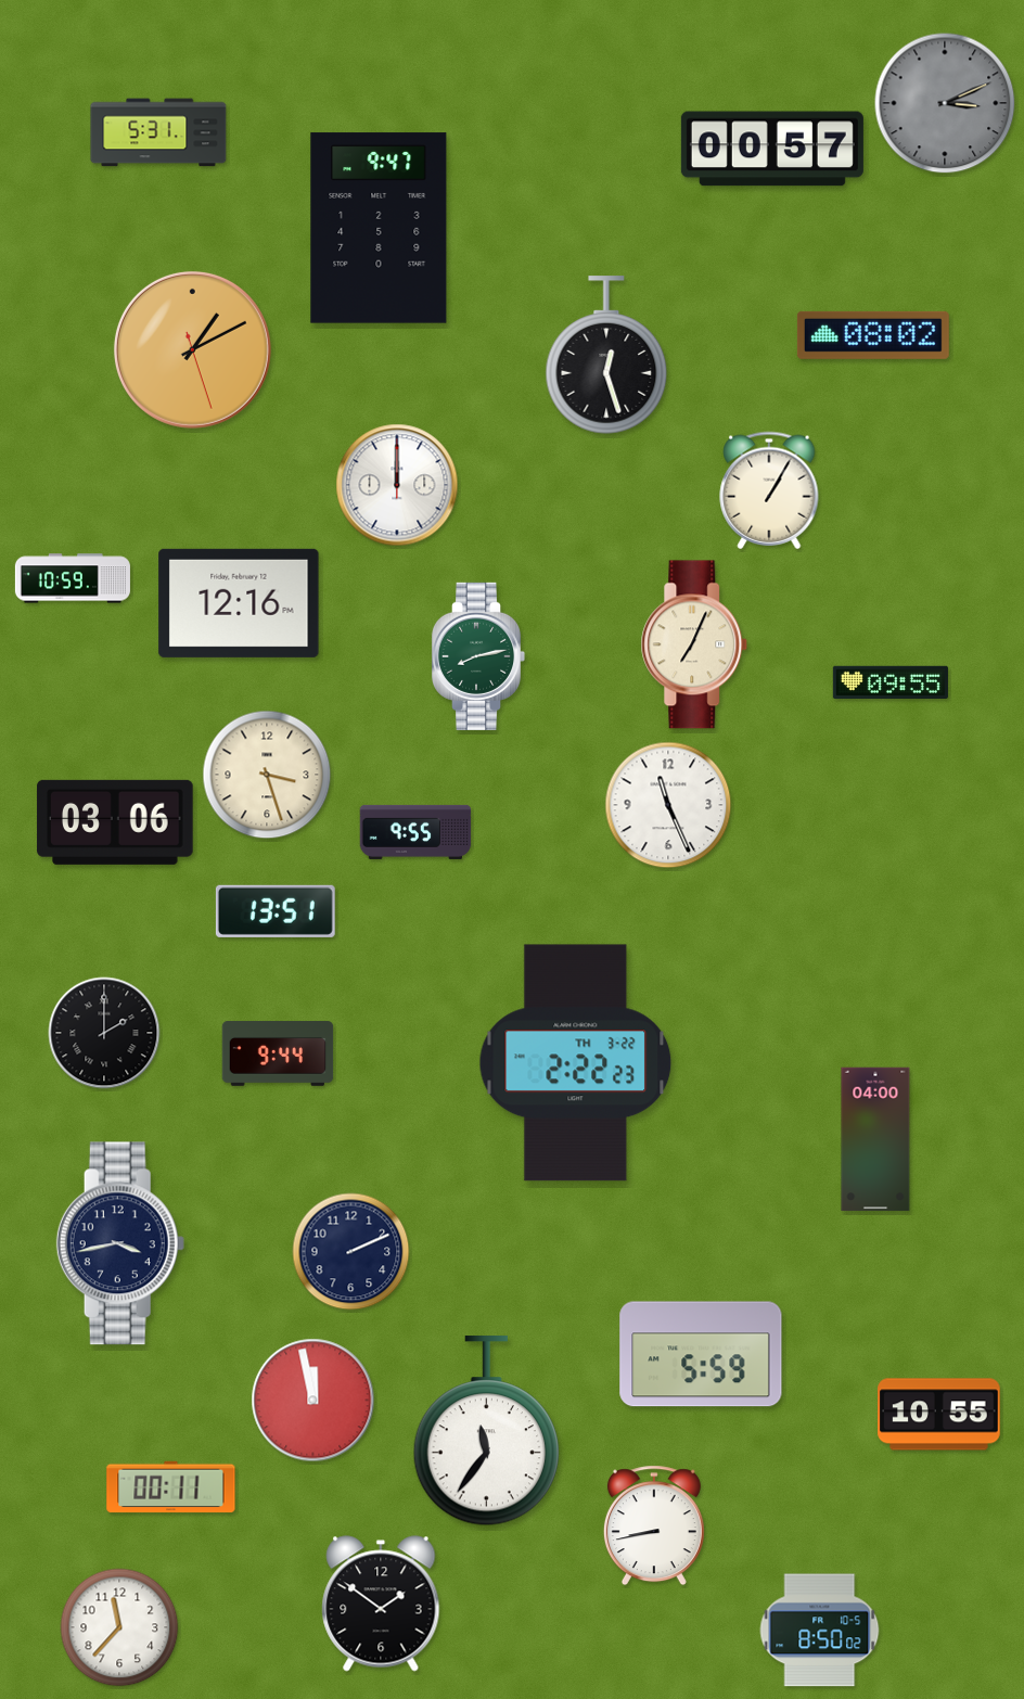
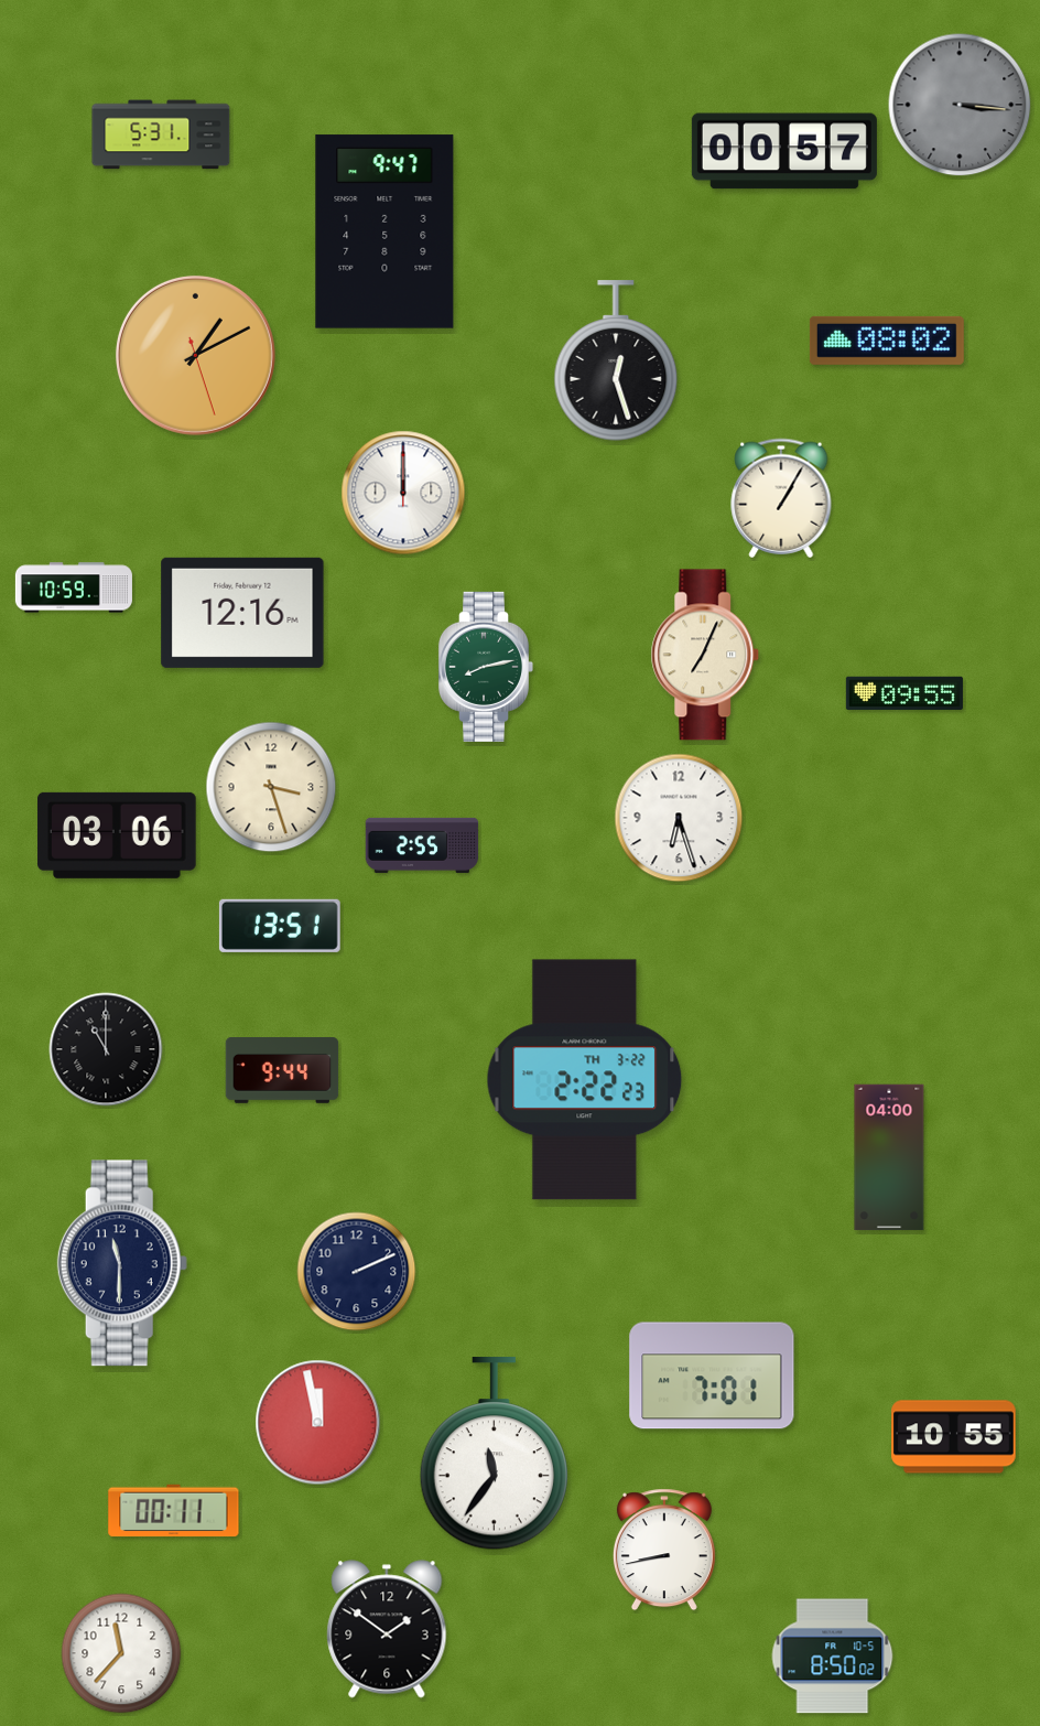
clock at (945, 103): 3:11 -> 3:16
clock at (668, 805): 11:26 -> 6:27
clock at (415, 832): 9:55 -> 2:55
clock at (104, 1033): 2:00 -> 11:00
clock at (120, 1243): 3:43 -> 11:30
clock at (701, 1354): 5:59 -> 7:01
